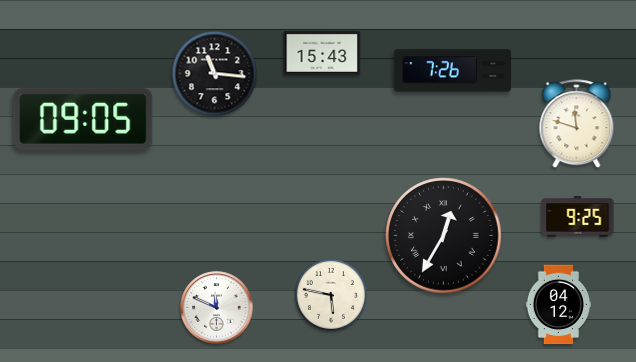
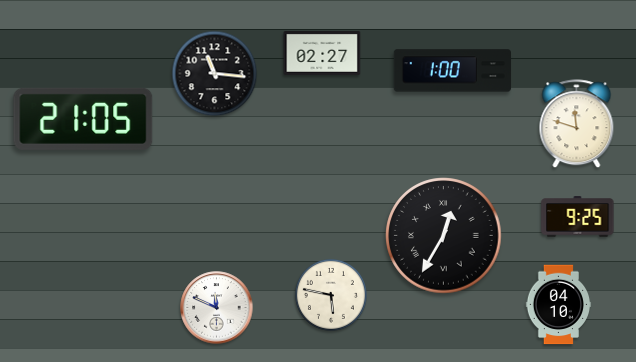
clock at (322, 53): 15:43 -> 02:27
clock at (452, 71): 7:26 -> 1:00
clock at (83, 119): 09:05 -> 21:05
clock at (559, 305): 04:12 -> 04:10
